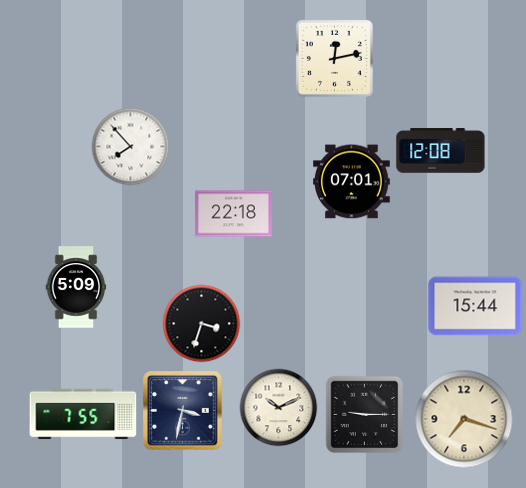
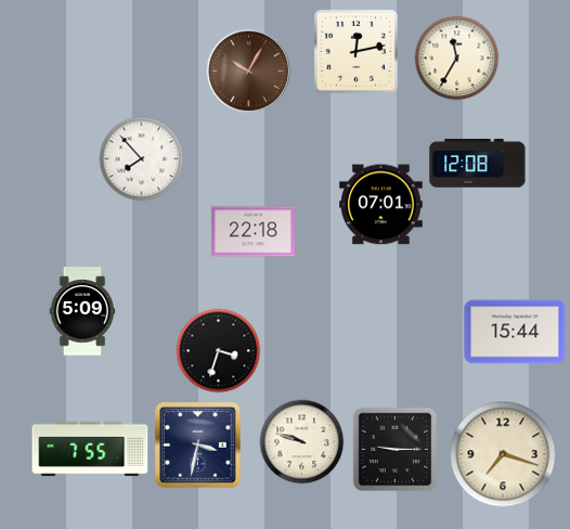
clock at (456, 57): none -> 11:35
clock at (334, 58) position: (334, 58) -> (355, 51)
clock at (248, 70): none -> 10:05
clock at (352, 182) position: (352, 182) -> (381, 205)
clock at (278, 407): 10:11 -> 9:48
